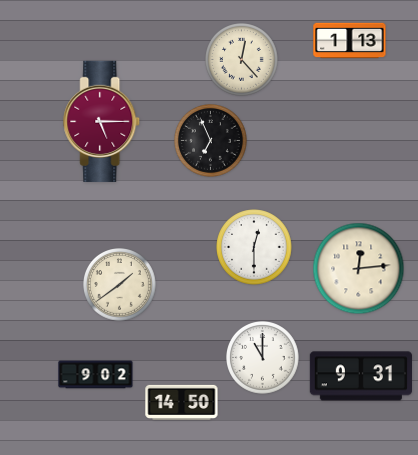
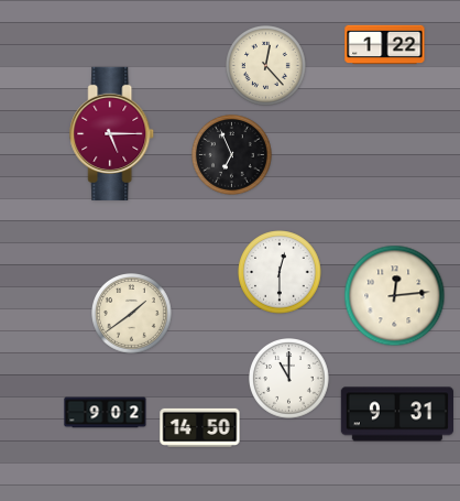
clock at (350, 41): 1:13 -> 1:22
clock at (263, 358) position: (263, 358) -> (289, 379)
clock at (182, 402) position: (182, 402) -> (200, 427)
